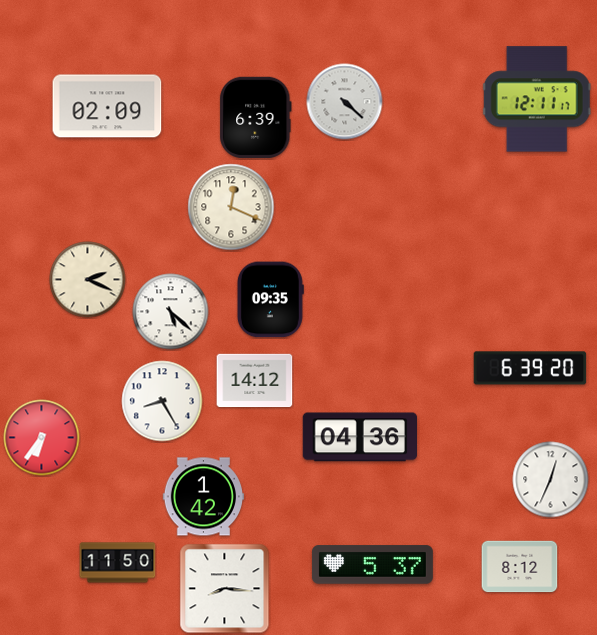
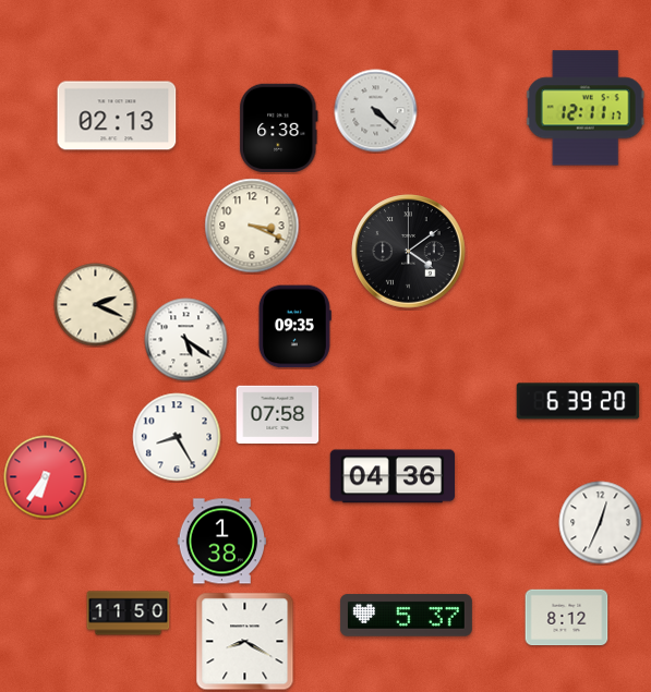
clock at (107, 106): 02:09 -> 02:13
clock at (256, 117): 6:39 -> 6:38
clock at (231, 207): 12:19 -> 3:19
clock at (409, 252): none -> 4:09
clock at (171, 312): 5:22 -> 5:21
clock at (255, 381): 14:12 -> 07:58
clock at (203, 497): 1:42 -> 1:38
clock at (225, 589): 8:16 -> 8:20
